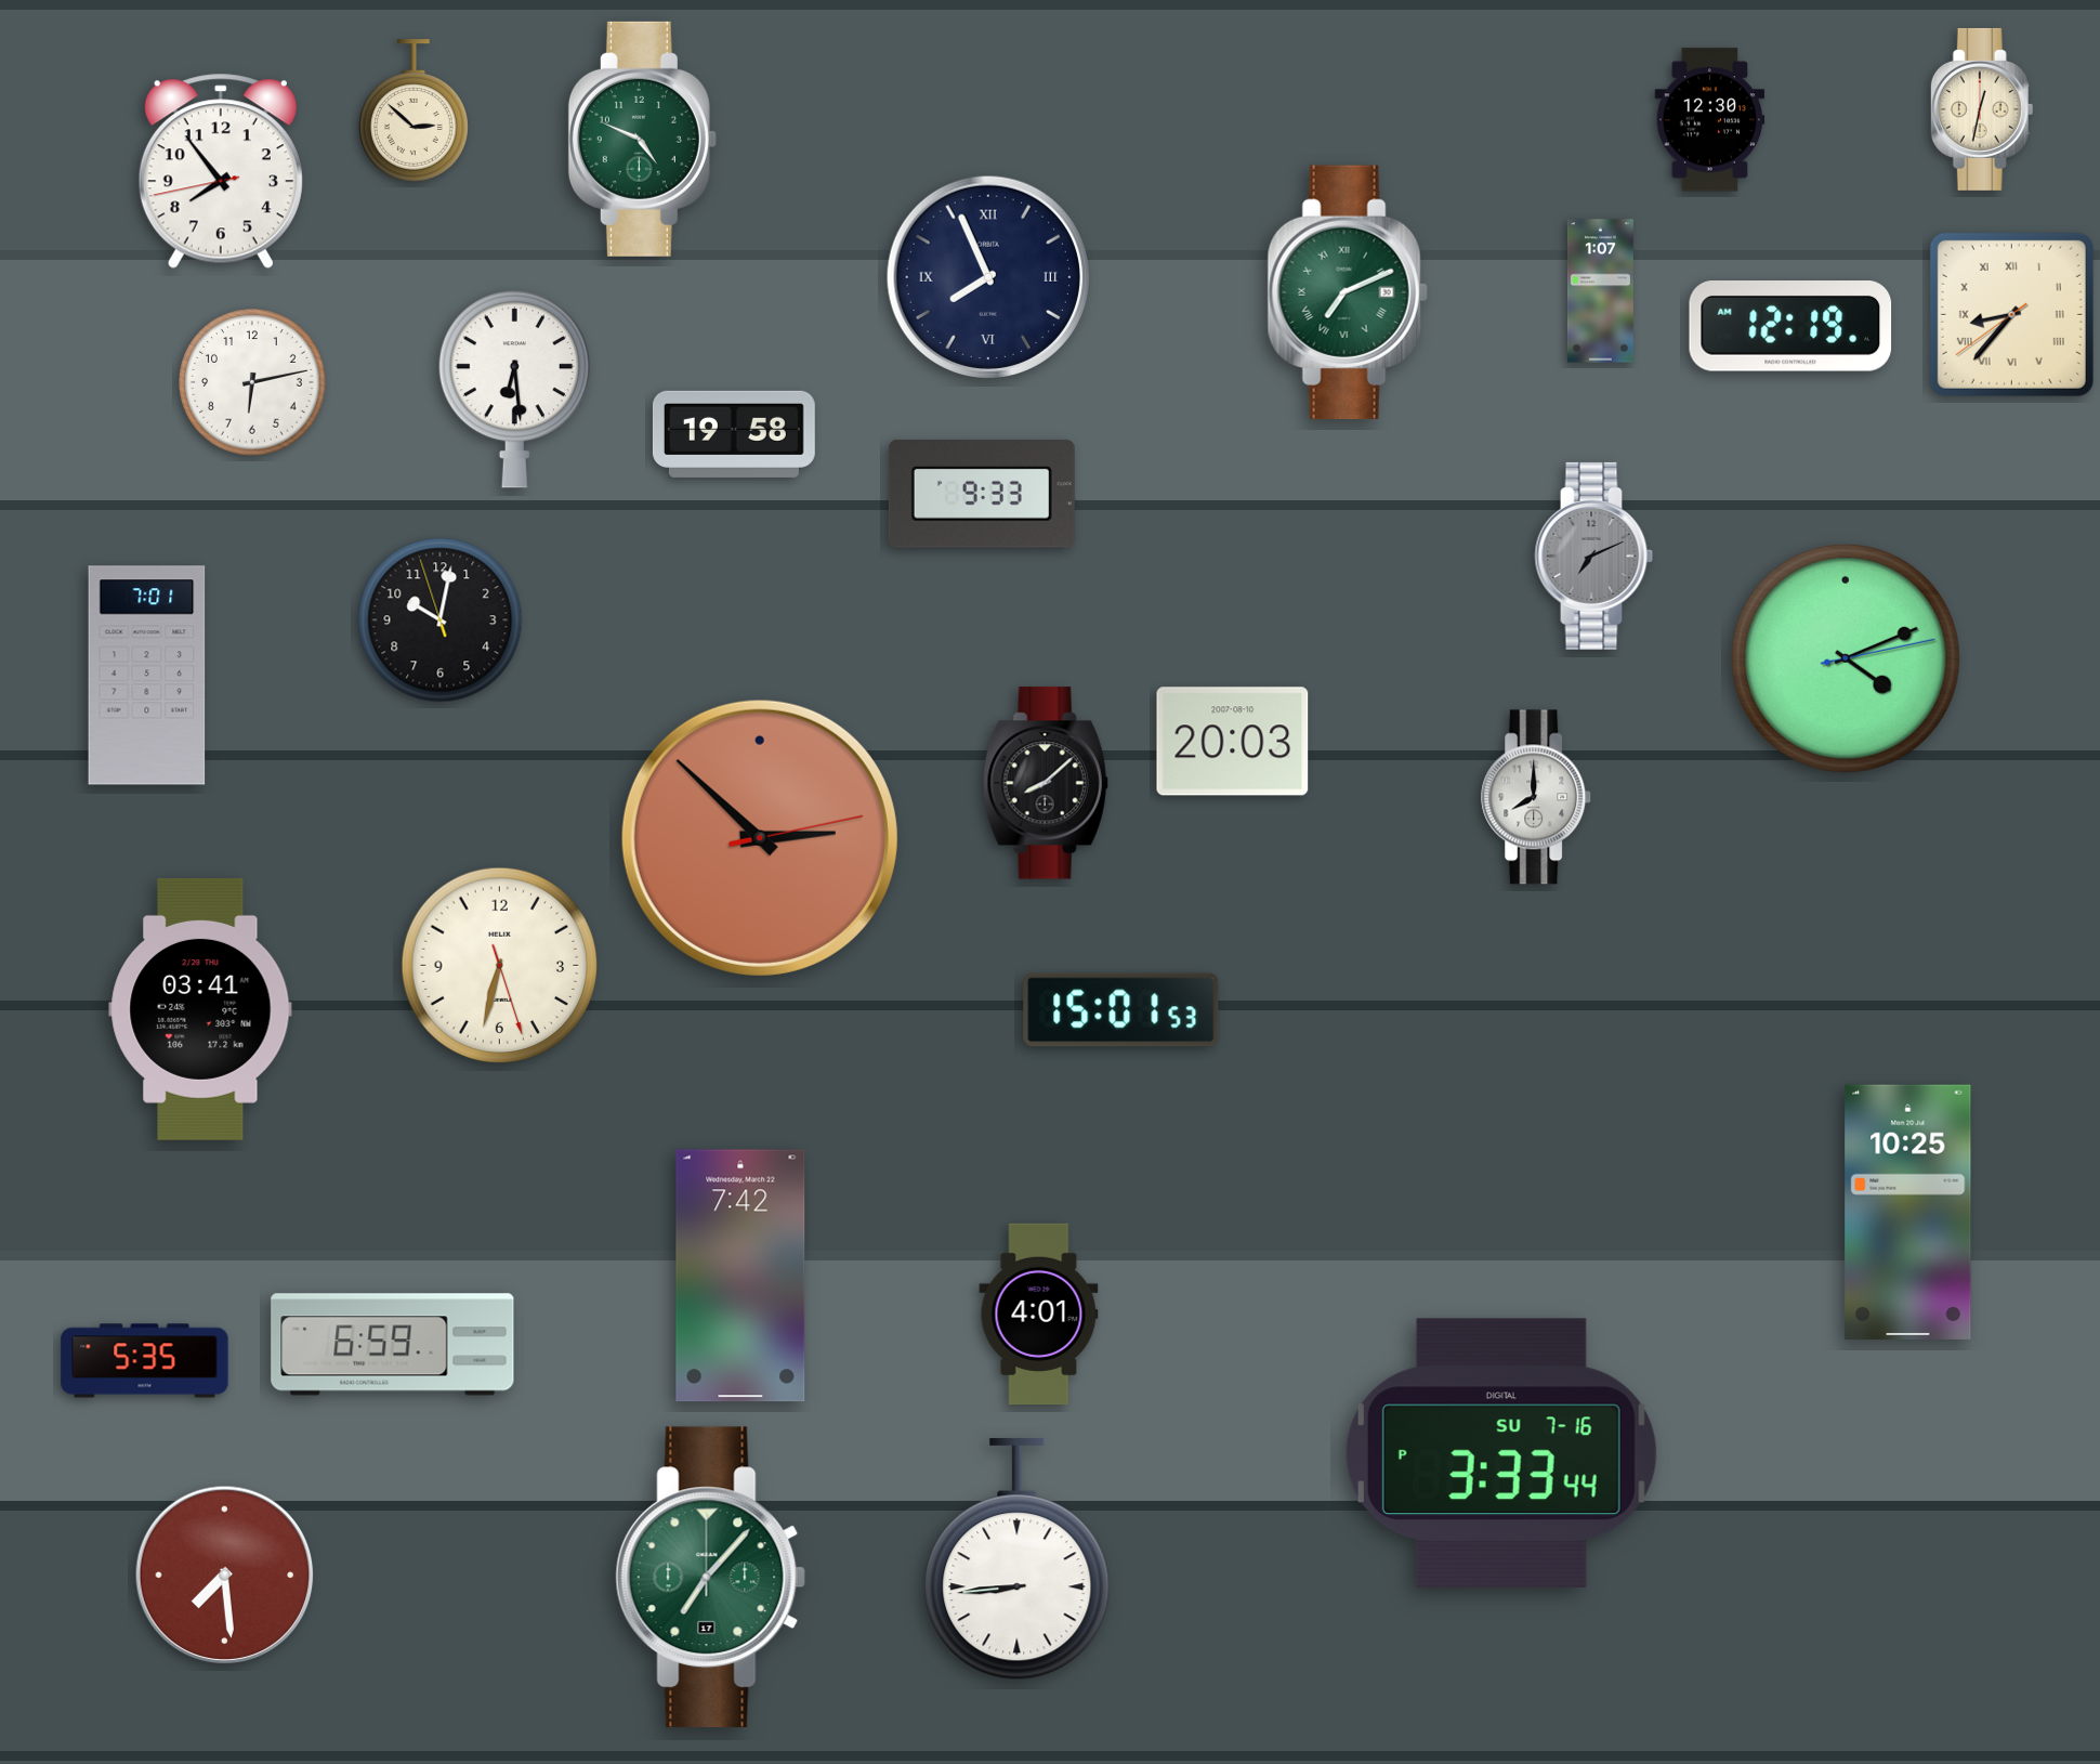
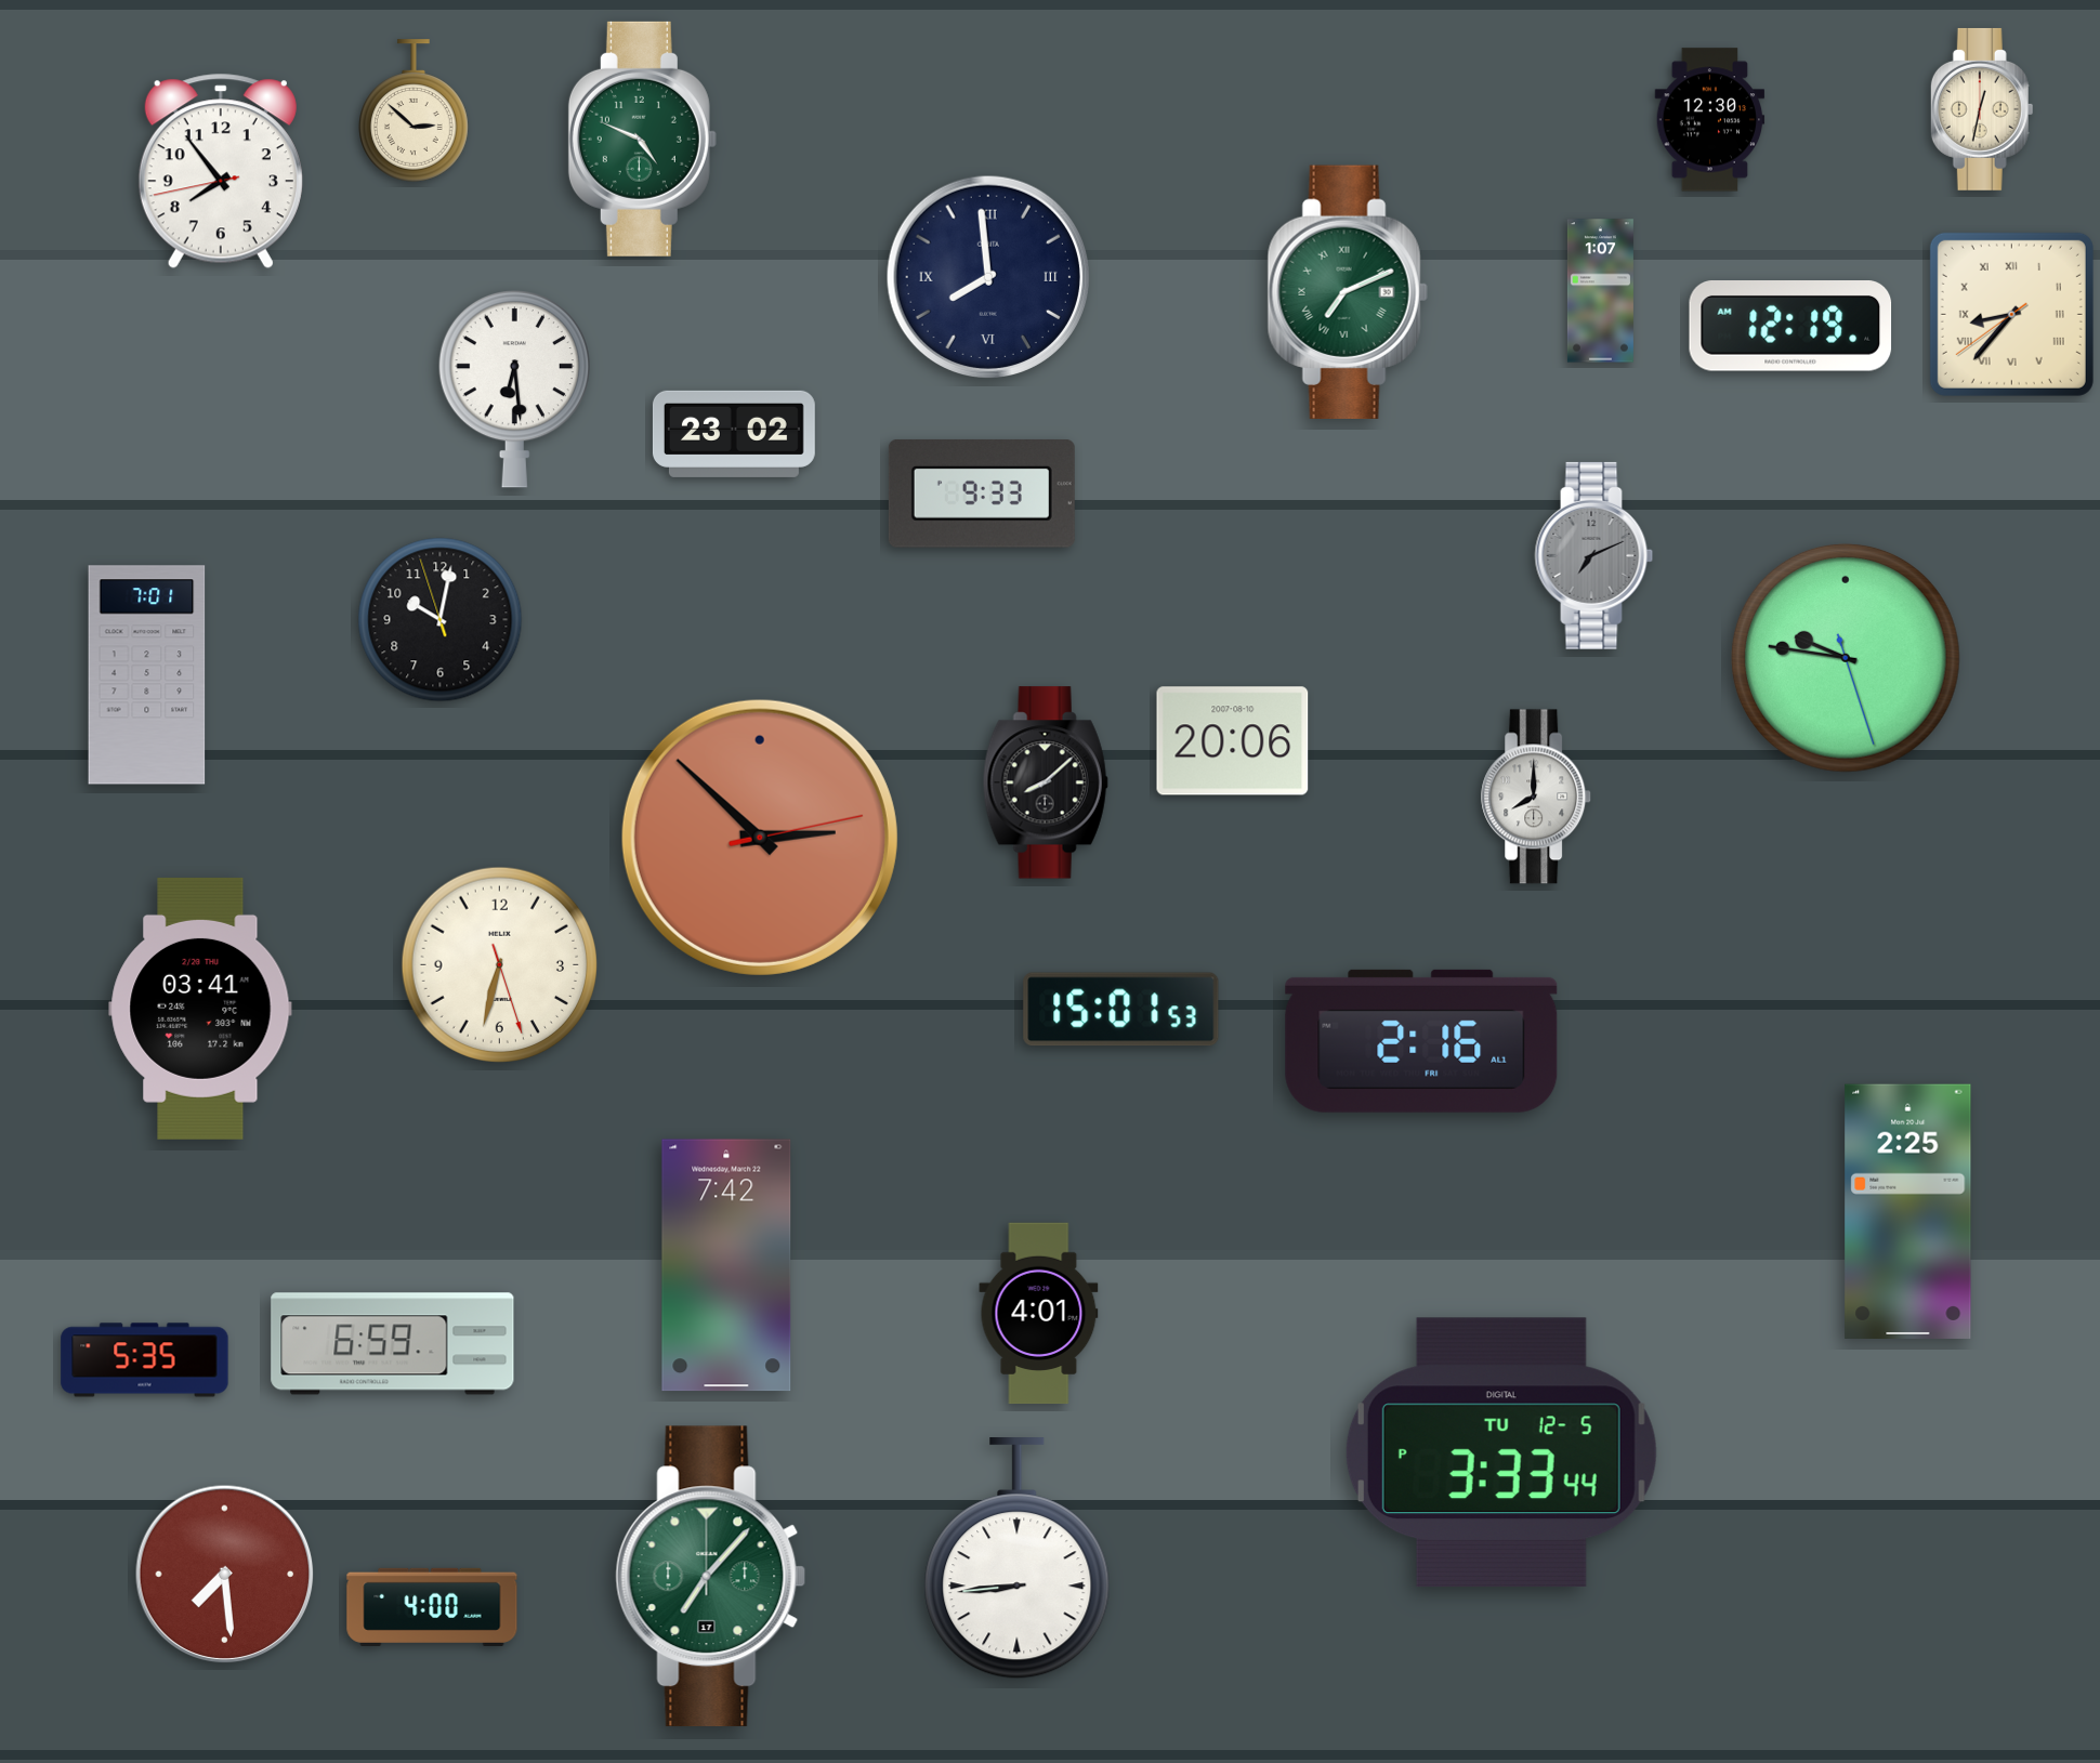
clock at (987, 276): 7:56 -> 7:59
clock at (252, 382): 6:13 -> none
clock at (734, 434): 19:58 -> 23:02
clock at (1846, 658): 4:11 -> 9:46
clock at (1233, 742): 20:03 -> 20:06
clock at (1421, 1041): none -> 2:16
clock at (1908, 1212): 10:25 -> 2:25
clock at (740, 1276) position: (740, 1276) -> (726, 1265)
clock at (1501, 1452) date: SU 7-16 -> TU 12-5
clock at (432, 1607): none -> 4:00
